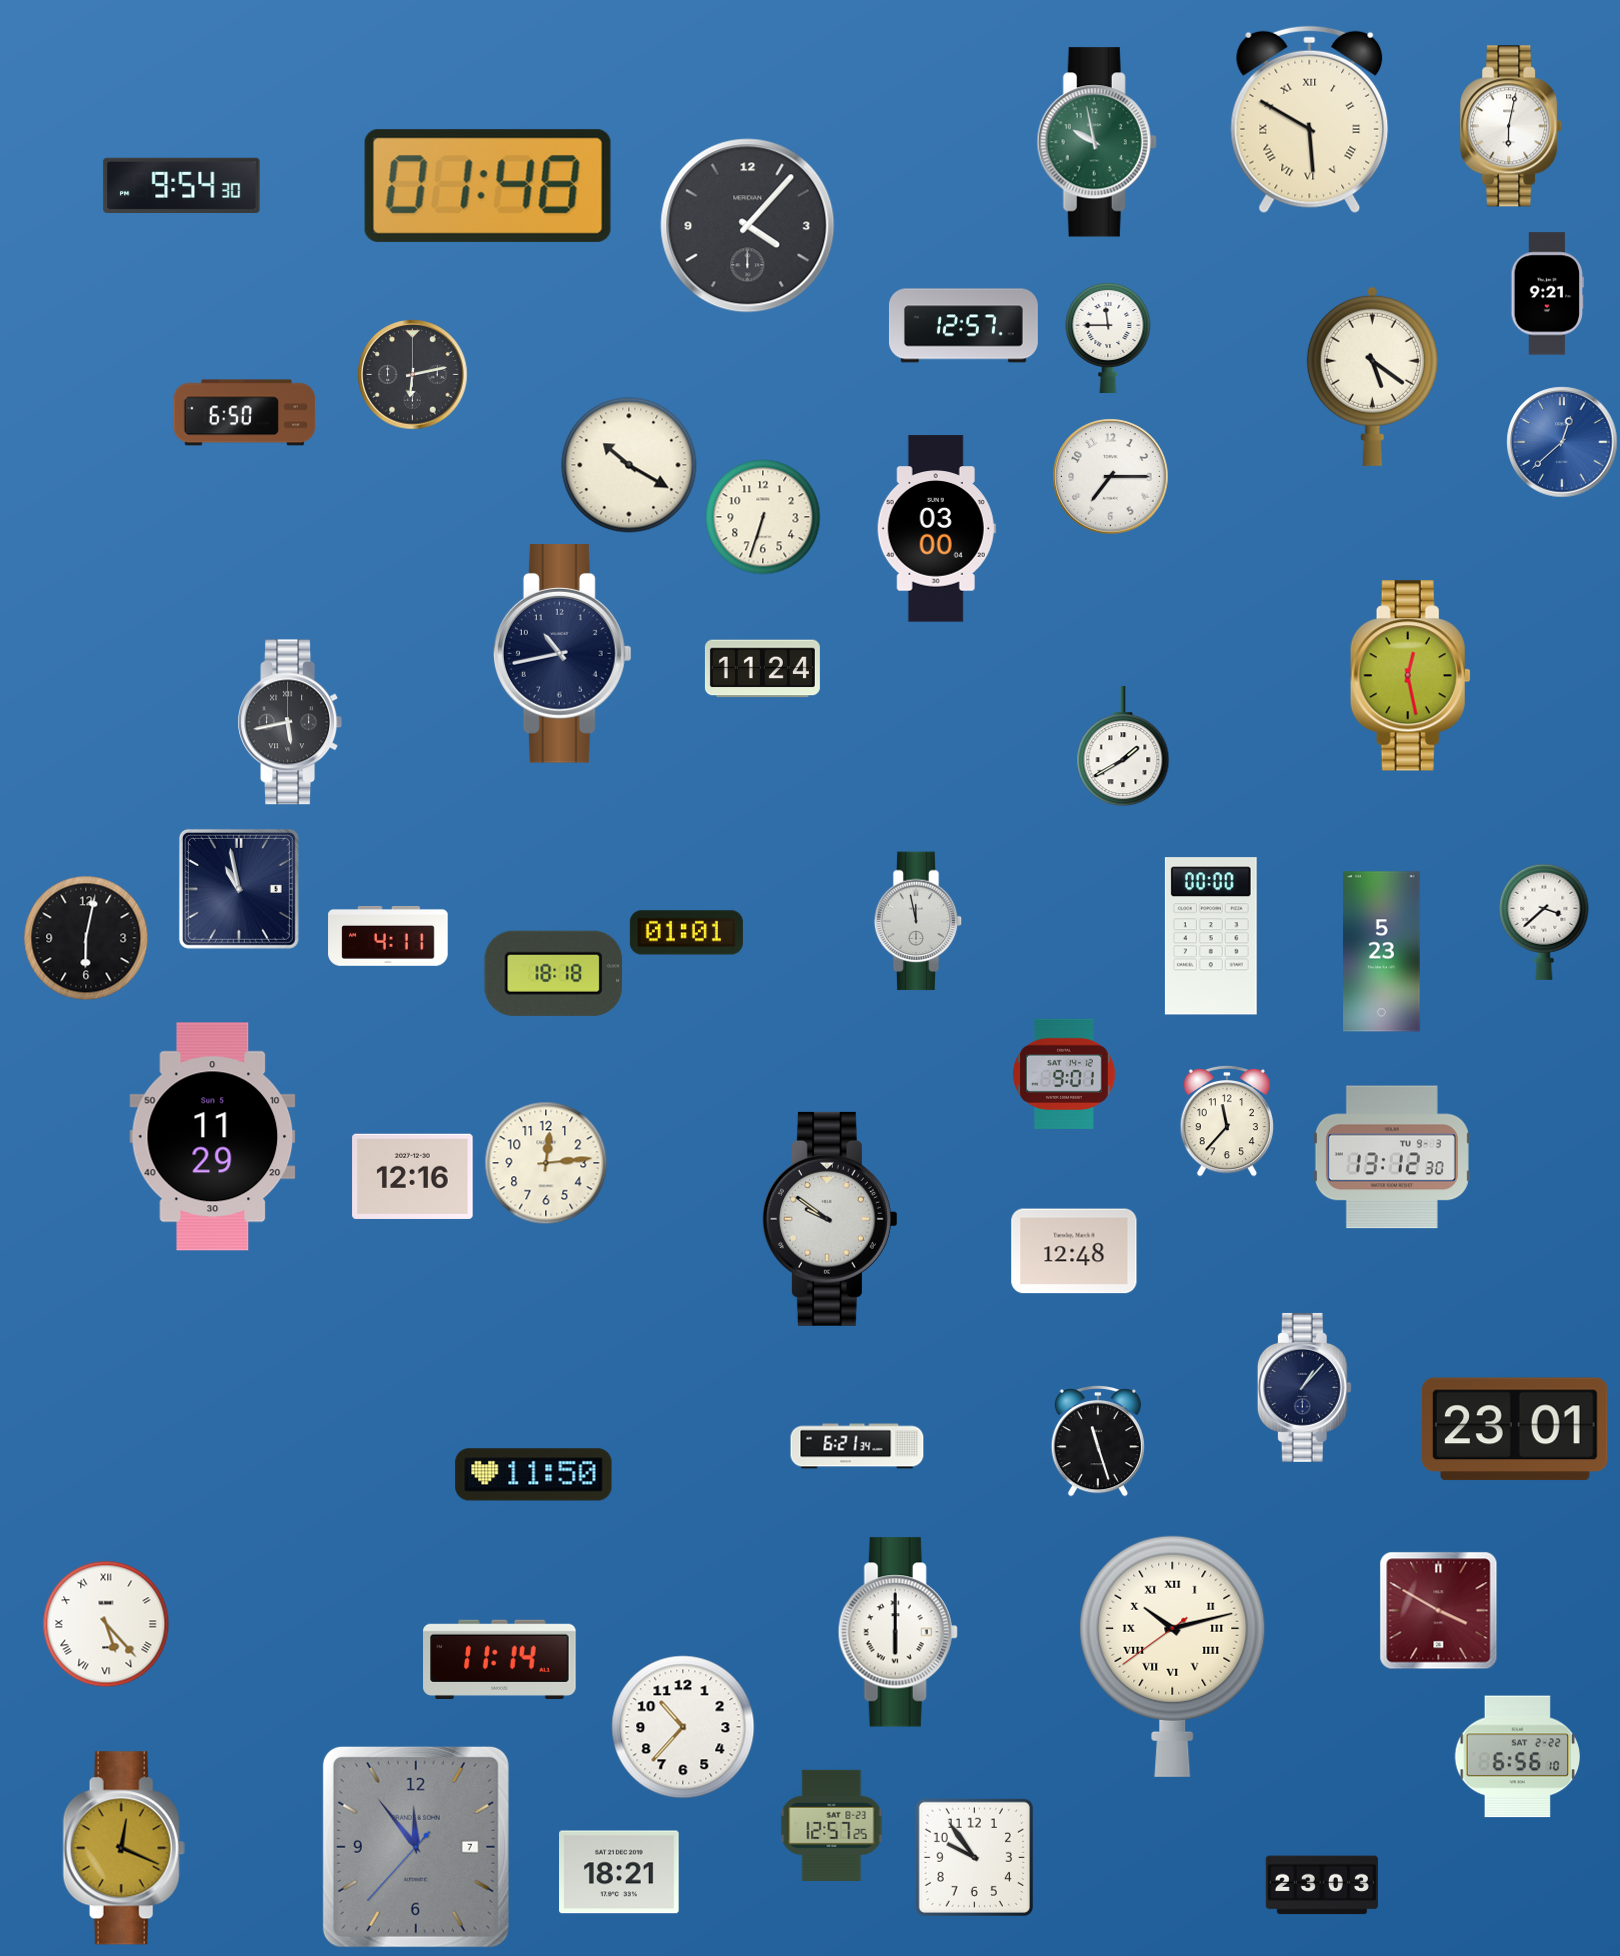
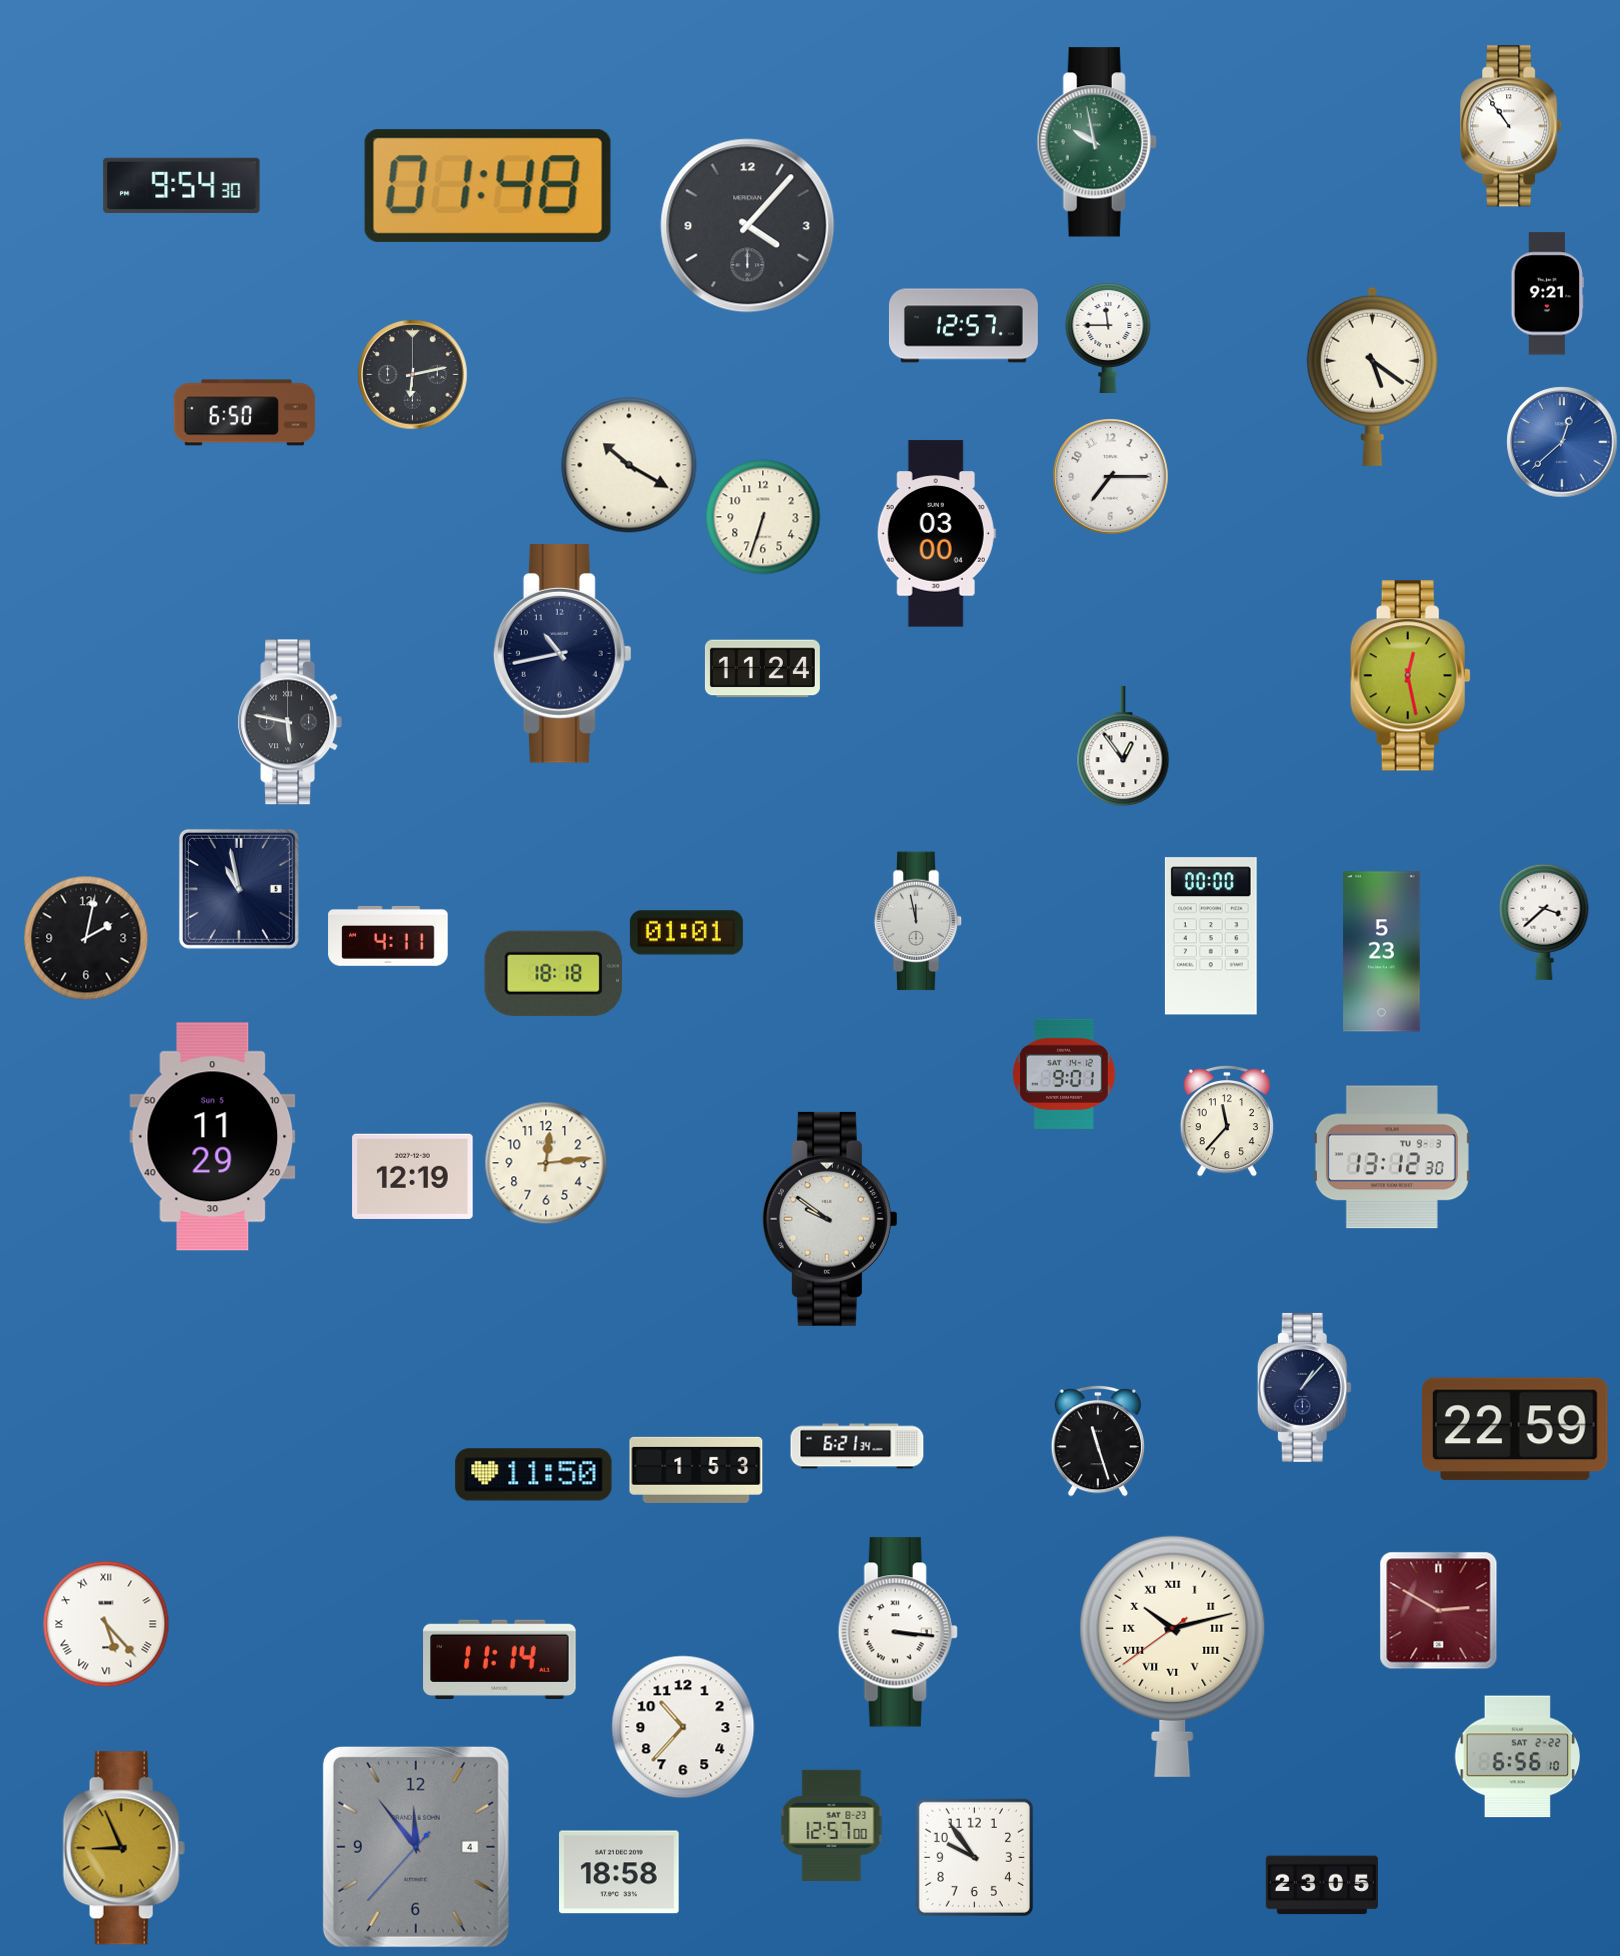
clock at (1310, 120): 5:50 -> none
clock at (1512, 126): 6:02 -> 10:54
clock at (936, 529) position: (936, 529) -> (936, 534)
clock at (290, 722): 5:43 -> 5:47
clock at (1123, 747): 1:40 -> 12:54
clock at (86, 938): 6:02 -> 2:02
clock at (413, 1176): 12:16 -> 12:19
clock at (1074, 1251): 12:48 -> none
clock at (1516, 1429): 23:01 -> 22:59
clock at (696, 1470): none -> 1:53
clock at (1439, 1611): 3:50 -> 2:50
clock at (898, 1632): 6:00 -> 3:16
clock at (832, 1825): 12:57:25 -> 12:57:00
clock at (416, 1847) date: 7 -> 4
clock at (124, 1848): 12:19 -> 8:56
clock at (619, 1872): 18:21 -> 18:58
clock at (1322, 1885): 23:03 -> 23:05
